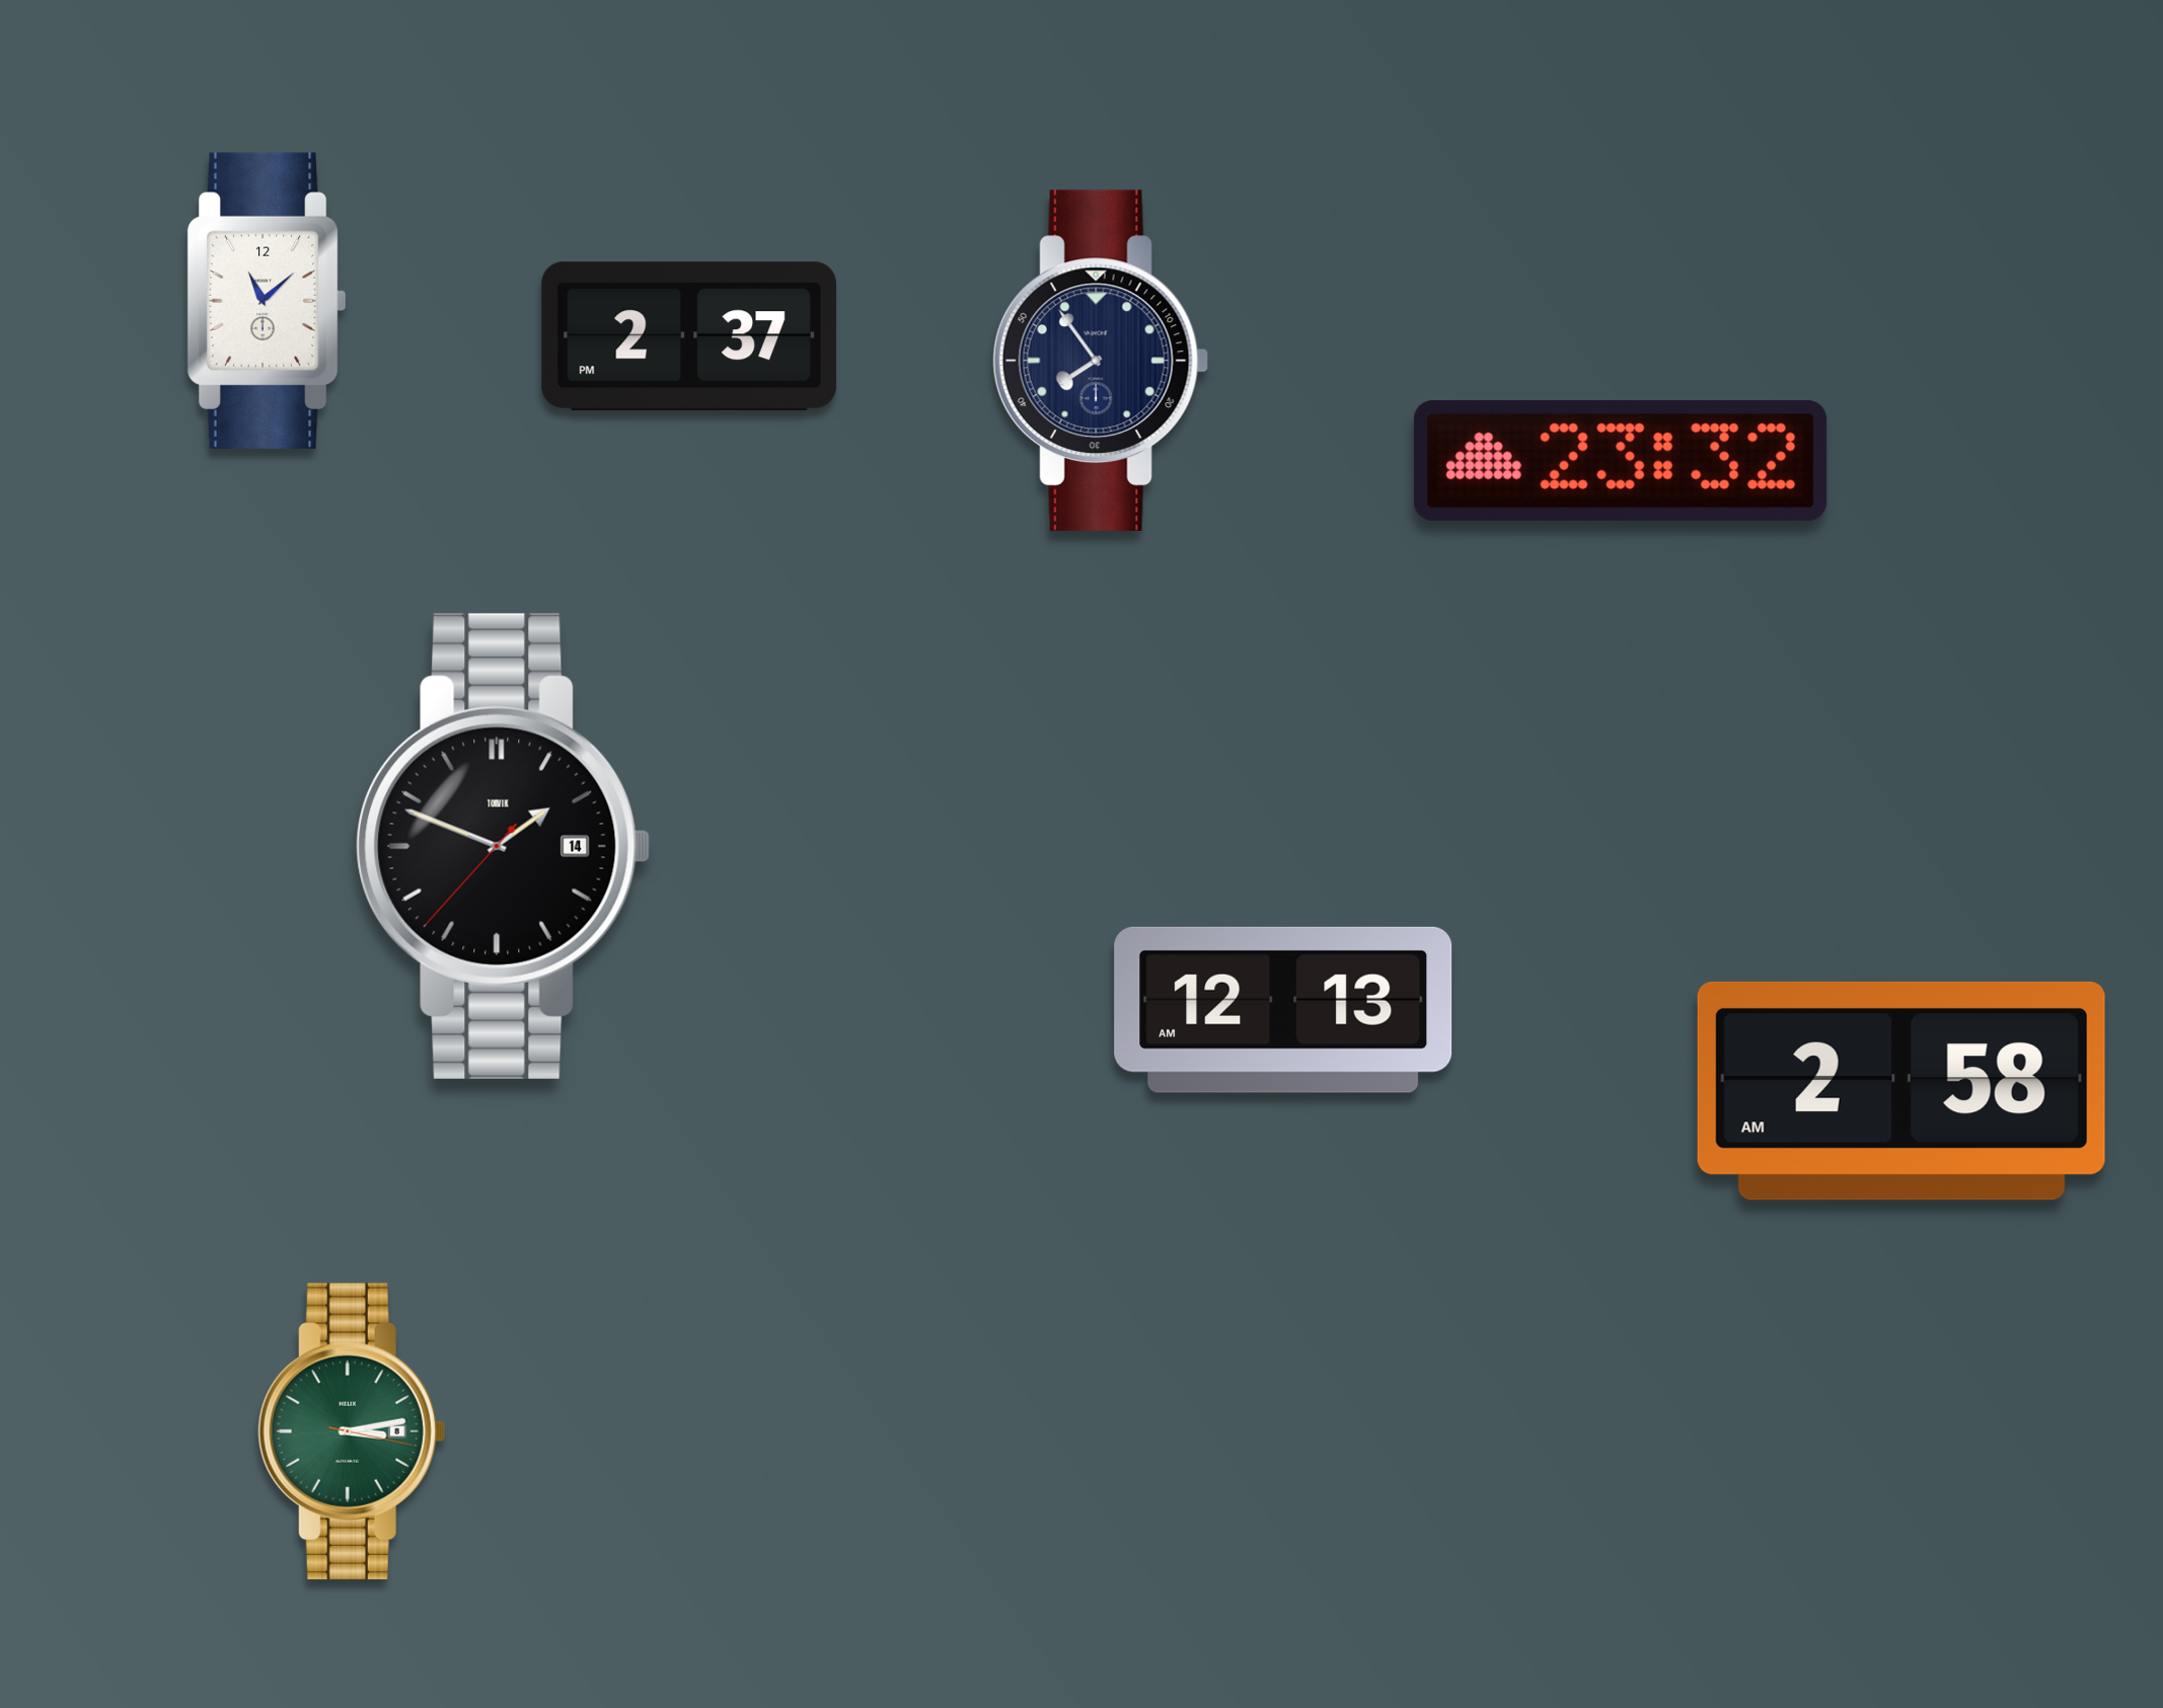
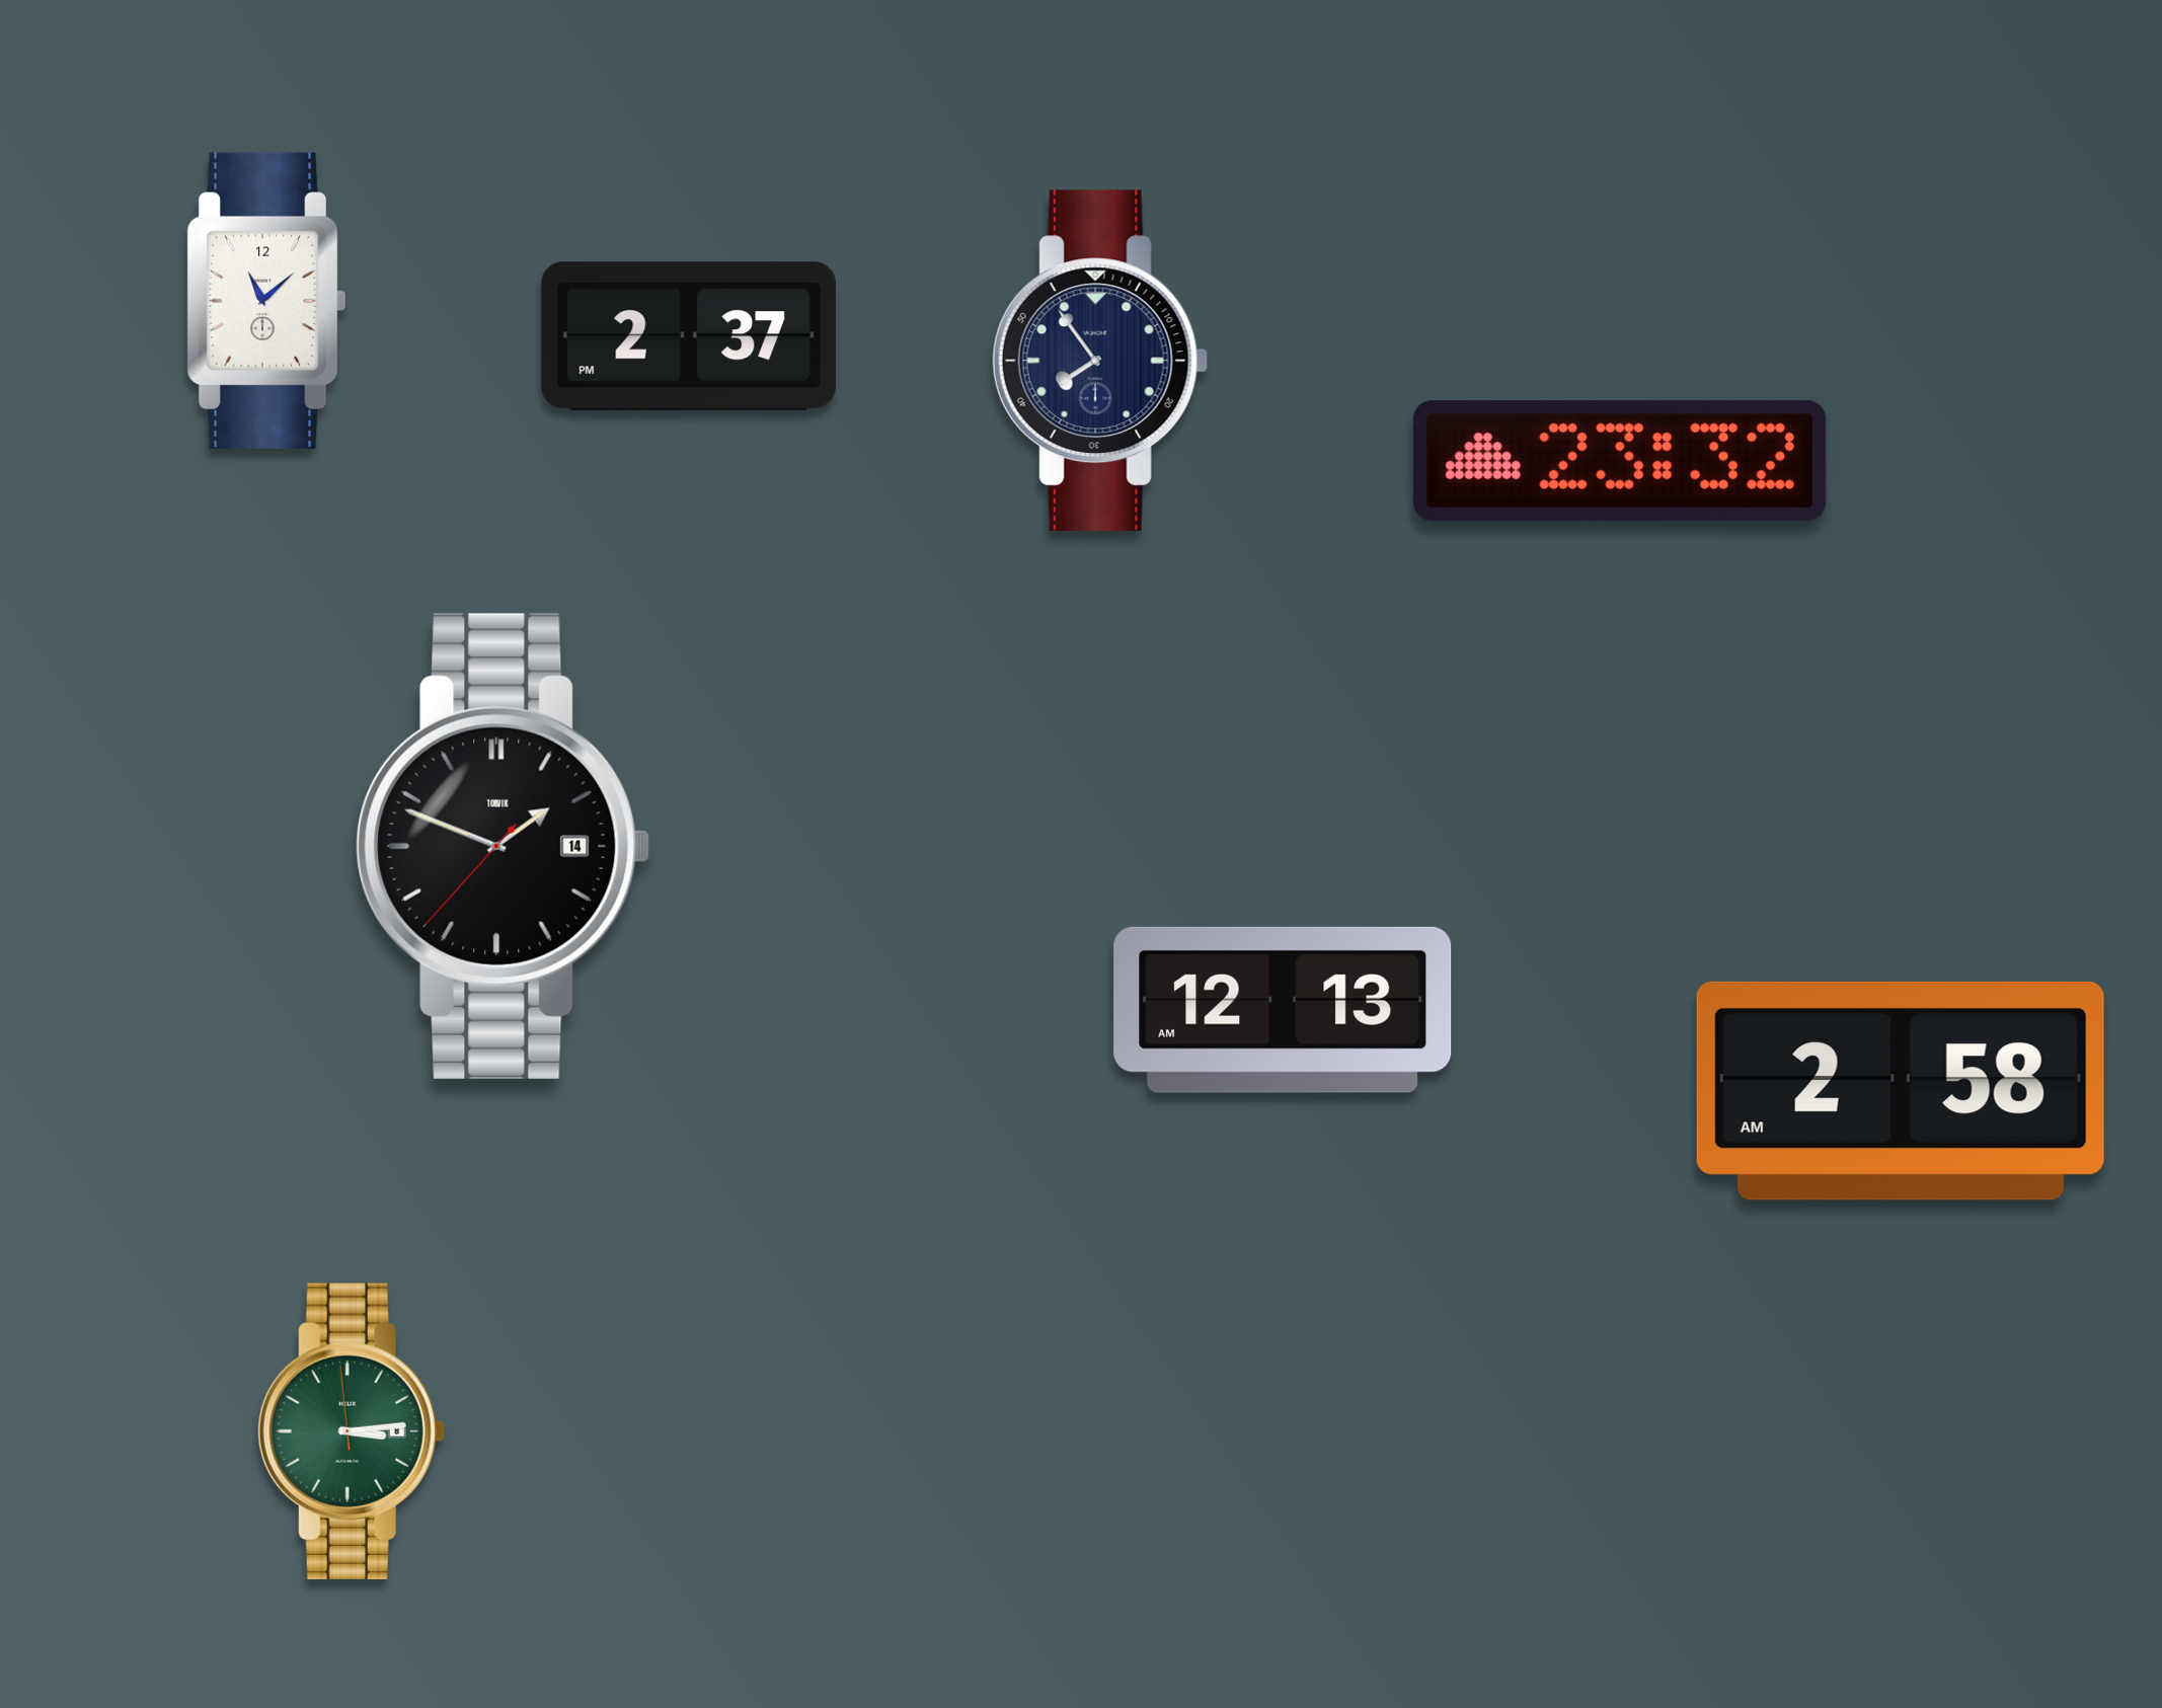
clock at (352, 1431): 3:13:17 -> 3:13:59
